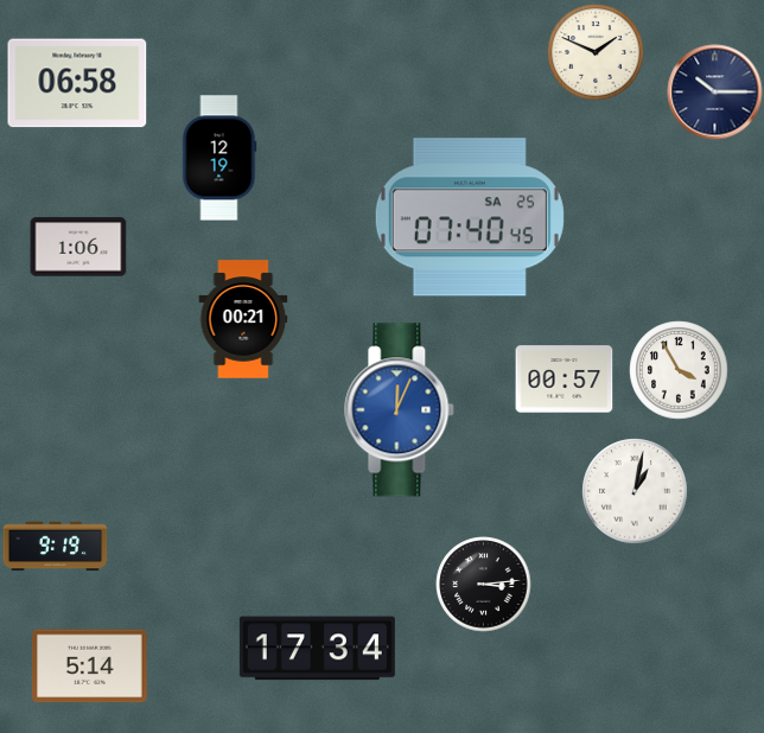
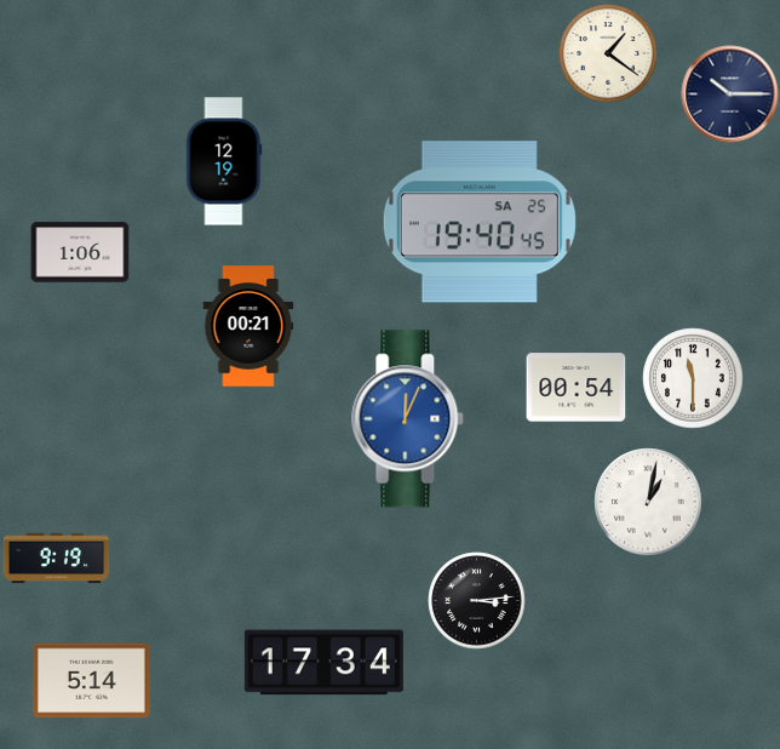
clock at (596, 52): 1:49 -> 1:21
clock at (77, 83): 06:58 -> none
clock at (470, 217): 07:40 -> 19:40
clock at (679, 370): 3:55 -> 11:30
clock at (565, 380): 00:57 -> 00:54
clock at (484, 585) position: (484, 585) -> (477, 601)
